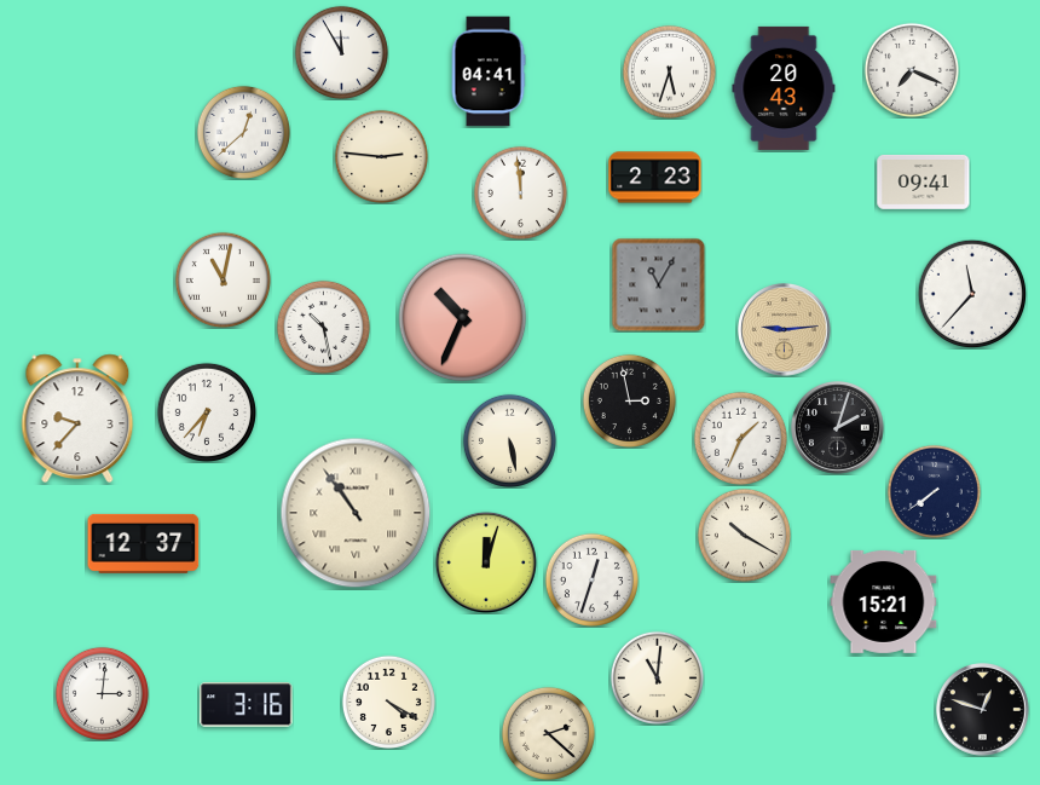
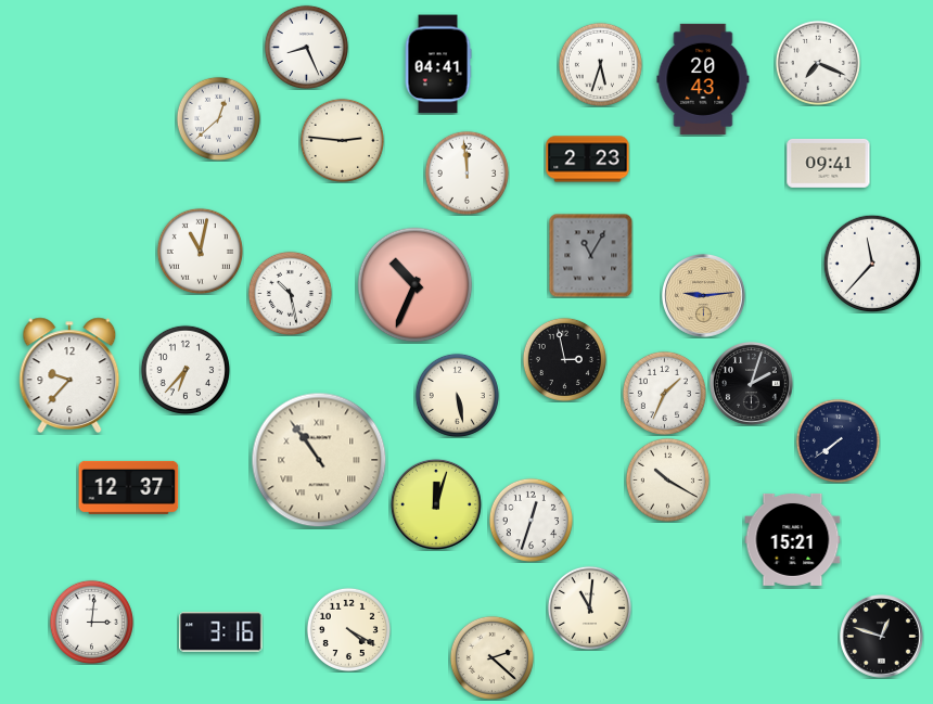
clock at (341, 52): 11:55 -> 8:26
